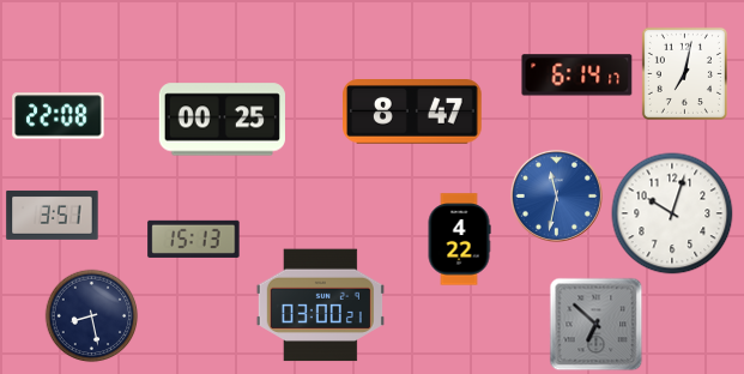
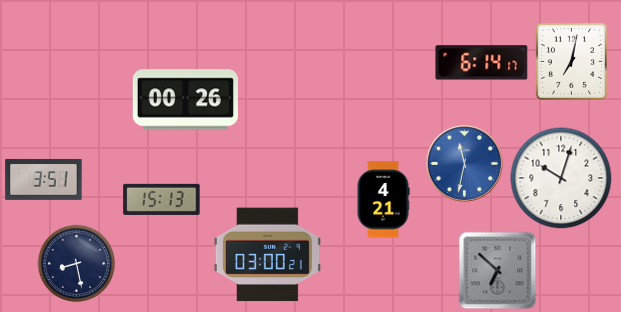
clock at (413, 113): 8:47 -> none
clock at (59, 116): 22:08 -> none
clock at (222, 120): 00:25 -> 00:26
clock at (459, 240): 4:22 -> 4:21
